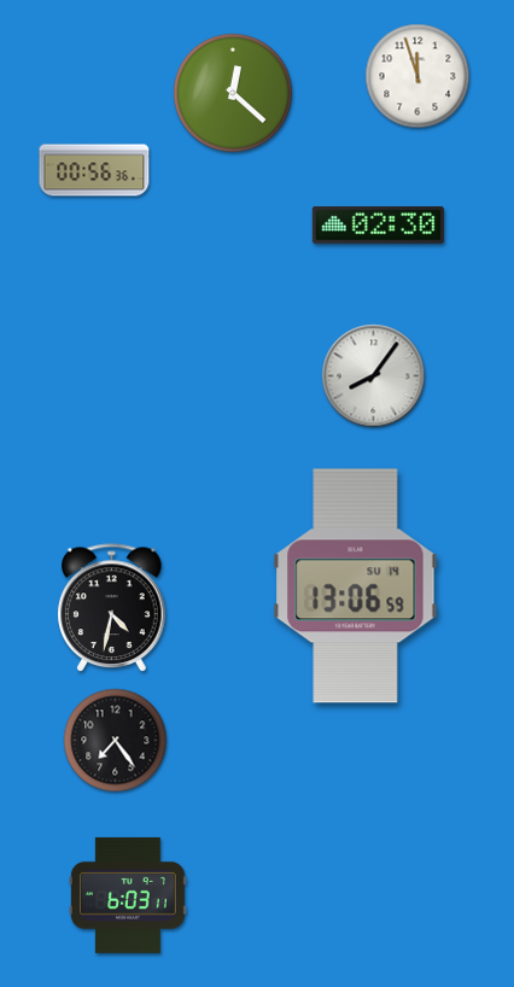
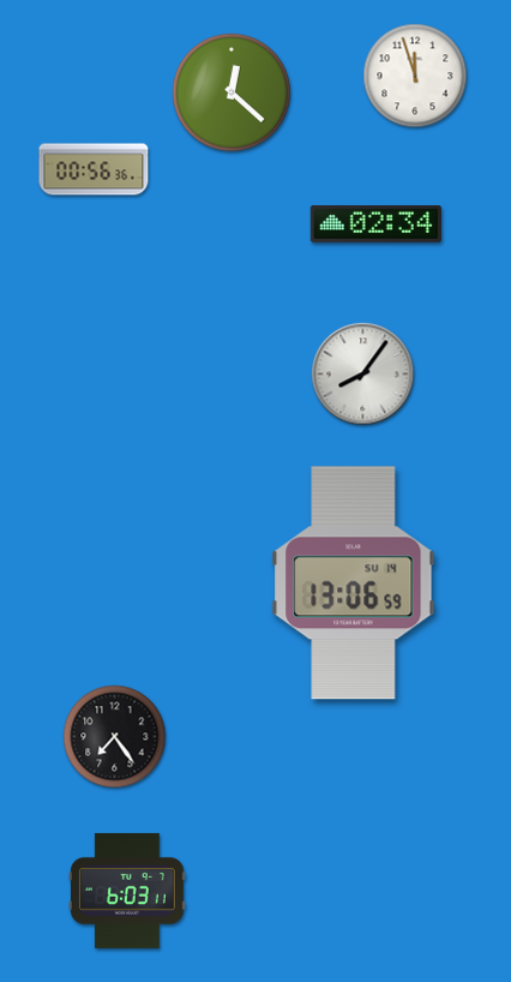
clock at (378, 226): 02:30 -> 02:34
clock at (374, 376) position: (374, 376) -> (363, 375)
clock at (112, 608): 4:32 -> none
